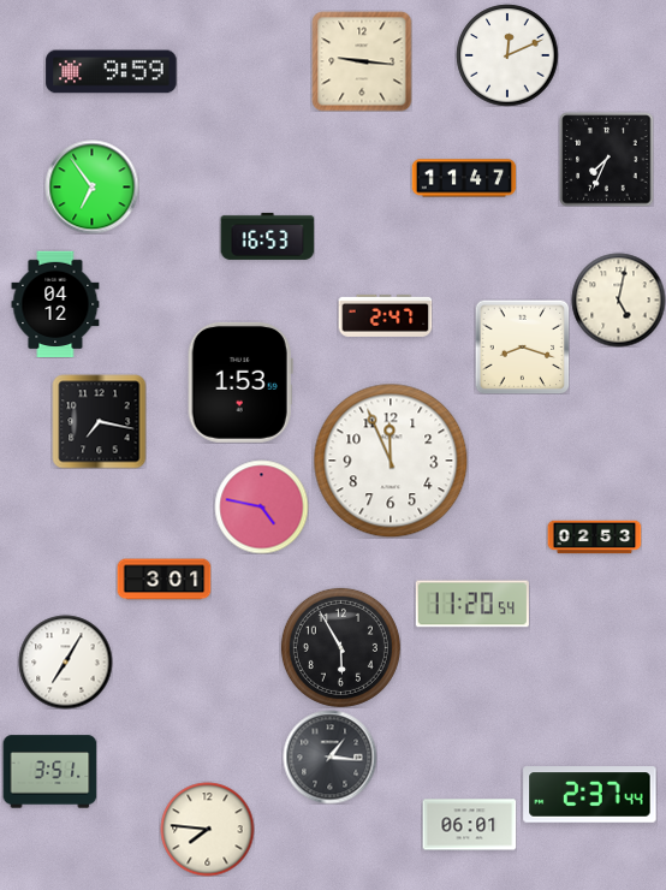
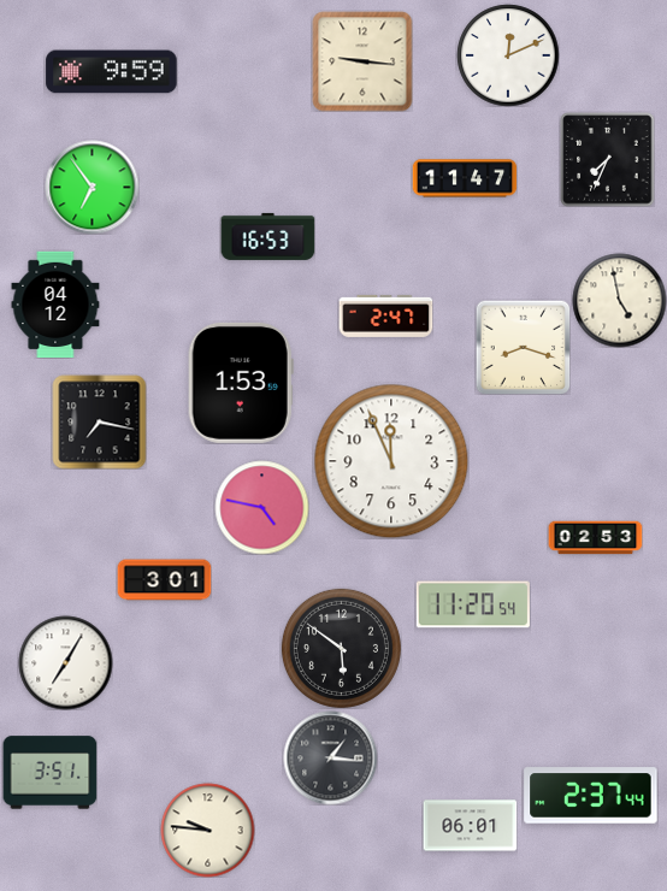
clock at (618, 299): 5:02 -> 4:58
clock at (340, 647): 5:55 -> 5:51
clock at (207, 829): 7:46 -> 9:46
